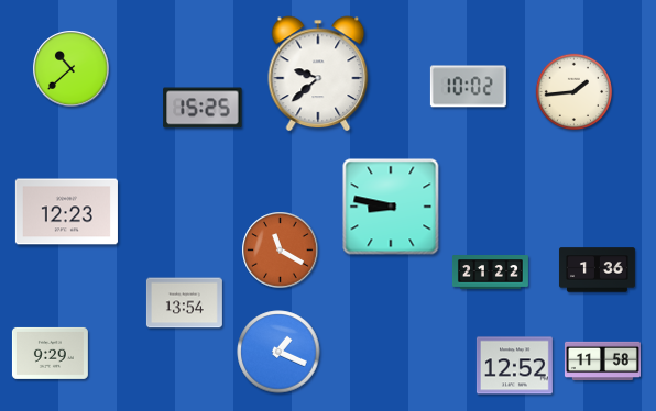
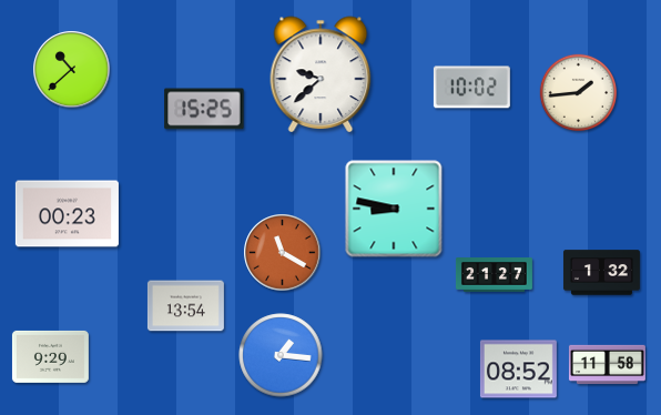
clock at (66, 212): 12:23 -> 00:23
clock at (597, 270): 1:36 -> 1:32
clock at (490, 273): 21:22 -> 21:27
clock at (278, 352): 1:19 -> 1:16
clock at (514, 366): 12:52 -> 08:52
